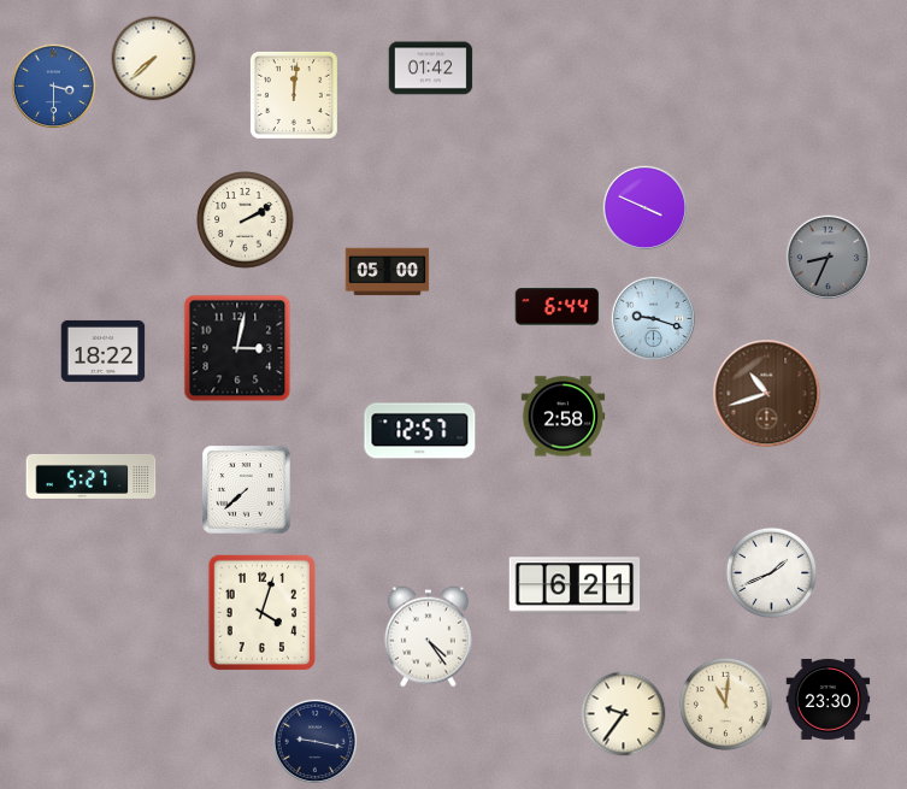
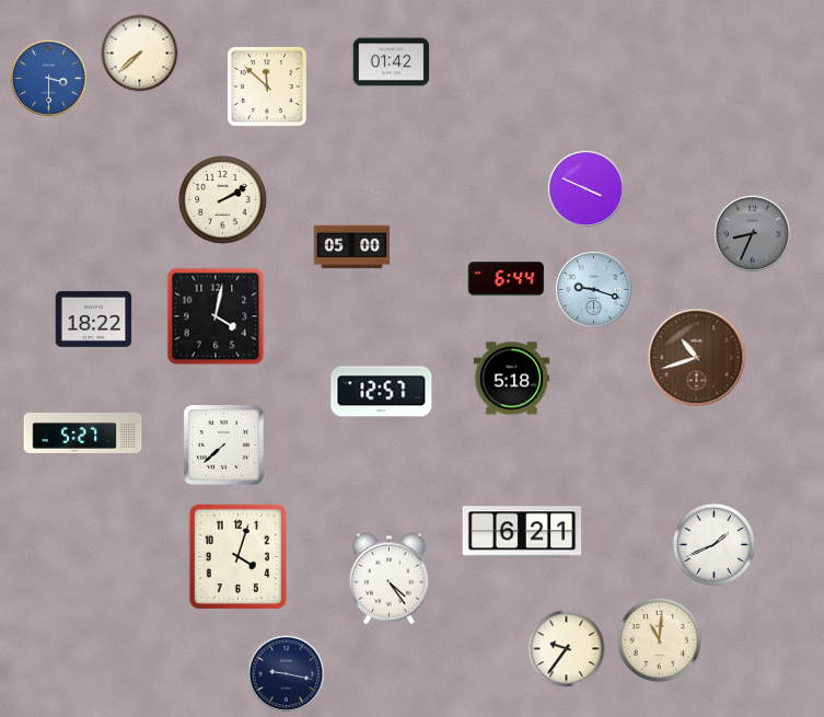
clock at (294, 95): 12:01 -> 11:52
clock at (237, 348): 3:02 -> 4:02
clock at (564, 417): 2:58 -> 5:18
clock at (771, 572) position: (771, 572) -> (713, 544)
clock at (829, 699): 23:30 -> none
